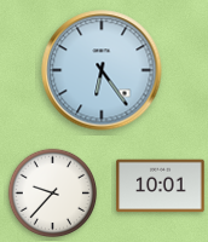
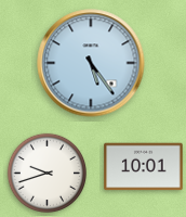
clock at (102, 70): 6:24 -> 5:24
clock at (52, 192): 9:37 -> 9:42
